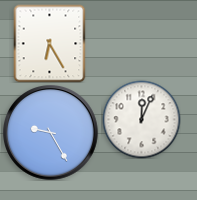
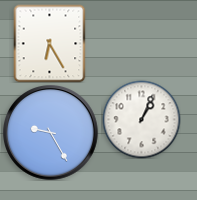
clock at (141, 119): 12:04 -> 1:04
